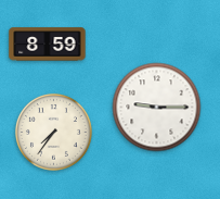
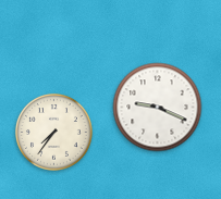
clock at (48, 45): 8:59 -> none
clock at (157, 108): 9:15 -> 9:19
